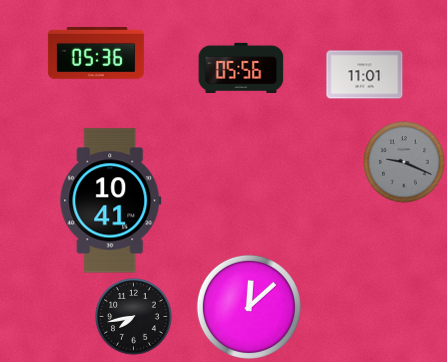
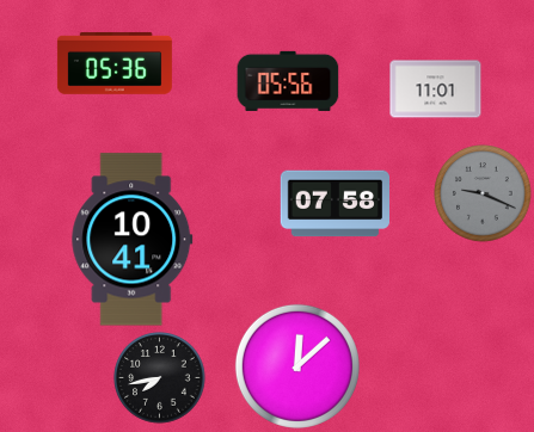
clock at (334, 204): none -> 07:58
